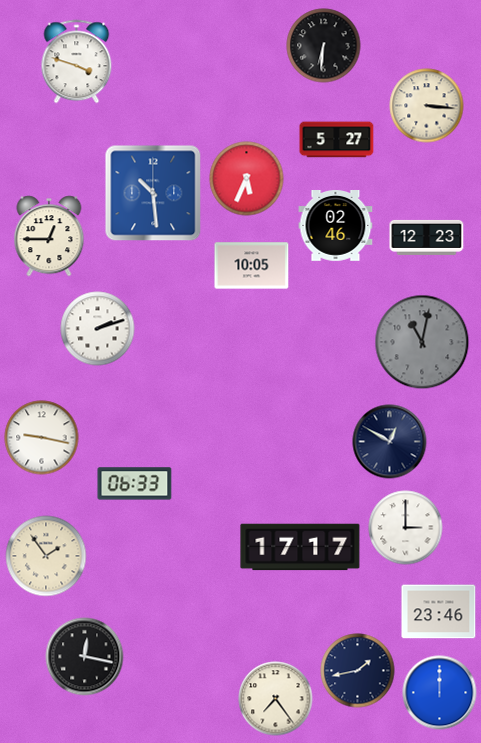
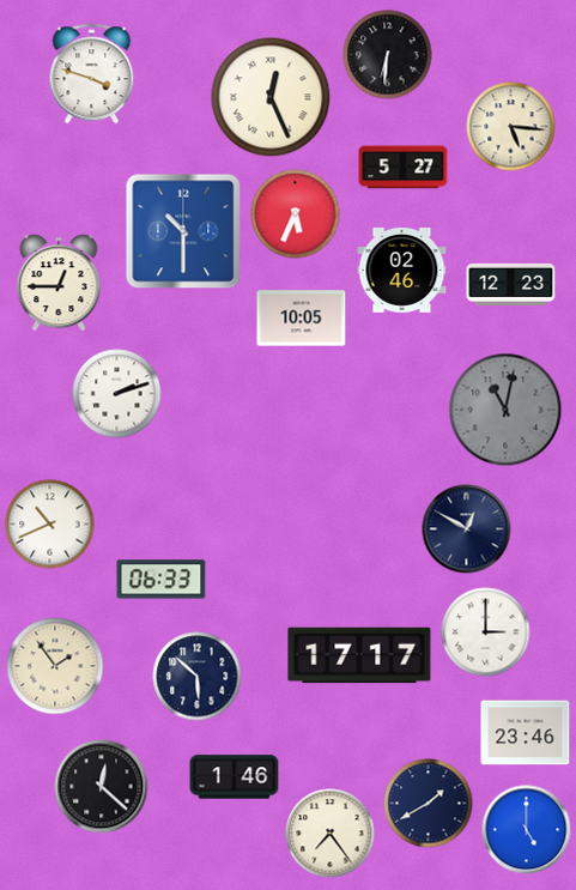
clock at (271, 97): none -> 12:26
clock at (427, 106): 3:16 -> 5:16
clock at (153, 193): 10:29 -> 10:30
clock at (42, 438): 9:17 -> 10:41
clock at (198, 677): none -> 5:52
clock at (235, 777): none -> 1:46
clock at (85, 657): 12:17 -> 12:22
clock at (358, 671): 1:43 -> 1:40
clock at (440, 693): 12:00 -> 5:00
clock at (276, 699) position: (276, 699) -> (331, 834)
